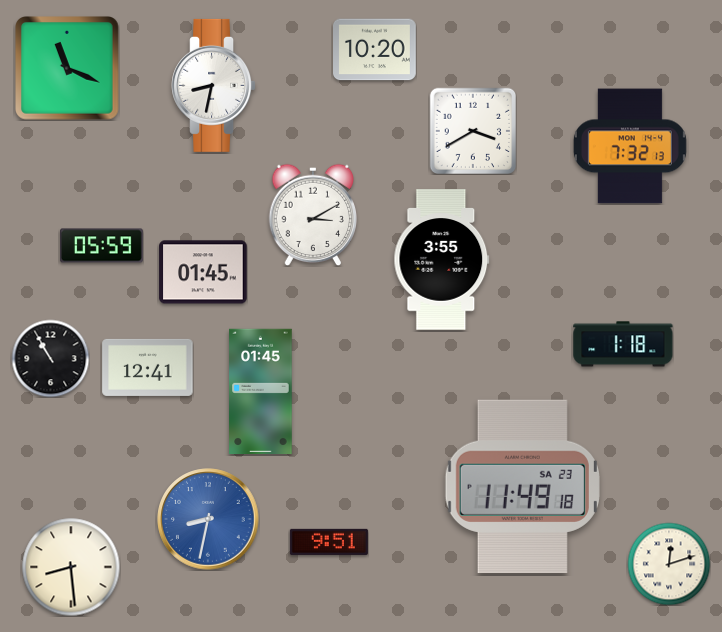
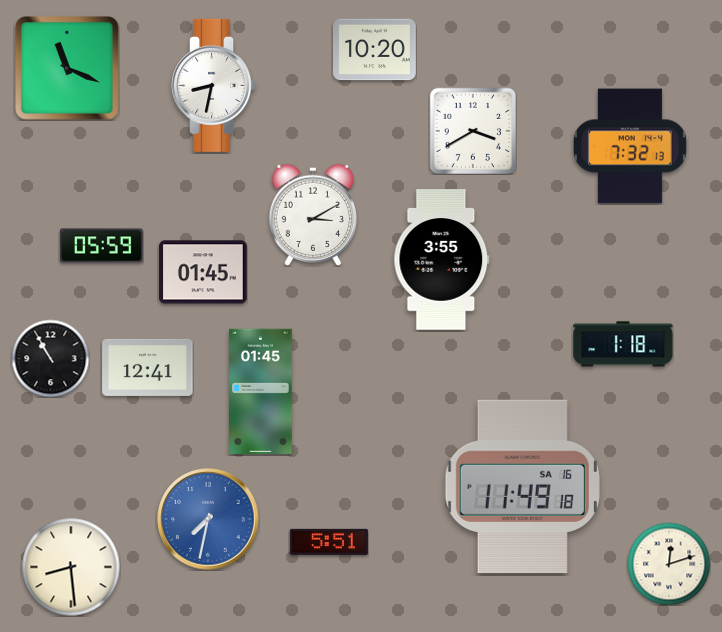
clock at (522, 487) date: SA 23 -> SA 16
clock at (208, 519): 8:32 -> 7:32
clock at (329, 542): 9:51 -> 5:51
